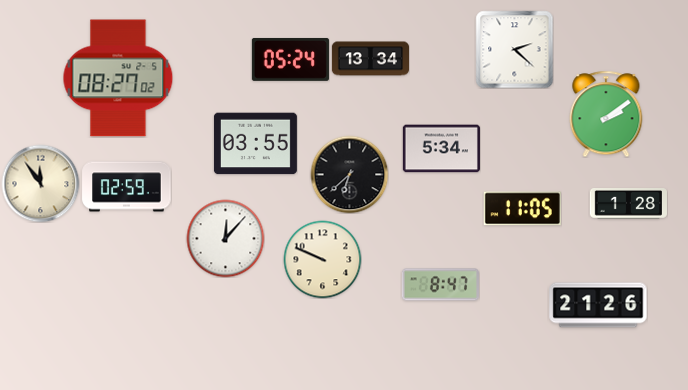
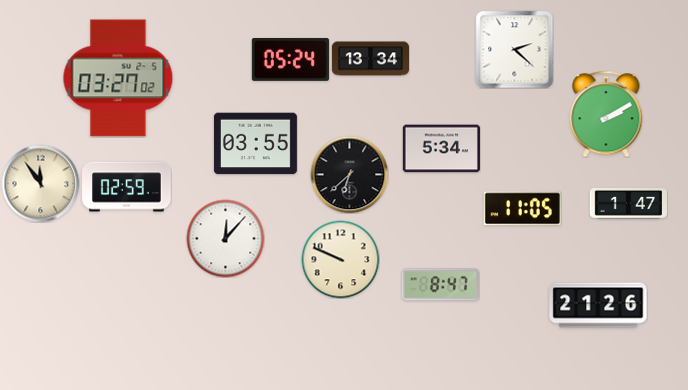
clock at (118, 78): 08:27 -> 03:27
clock at (606, 114): 2:09 -> 2:10
clock at (628, 204): 1:28 -> 1:47
clock at (322, 259) position: (322, 259) -> (340, 259)
